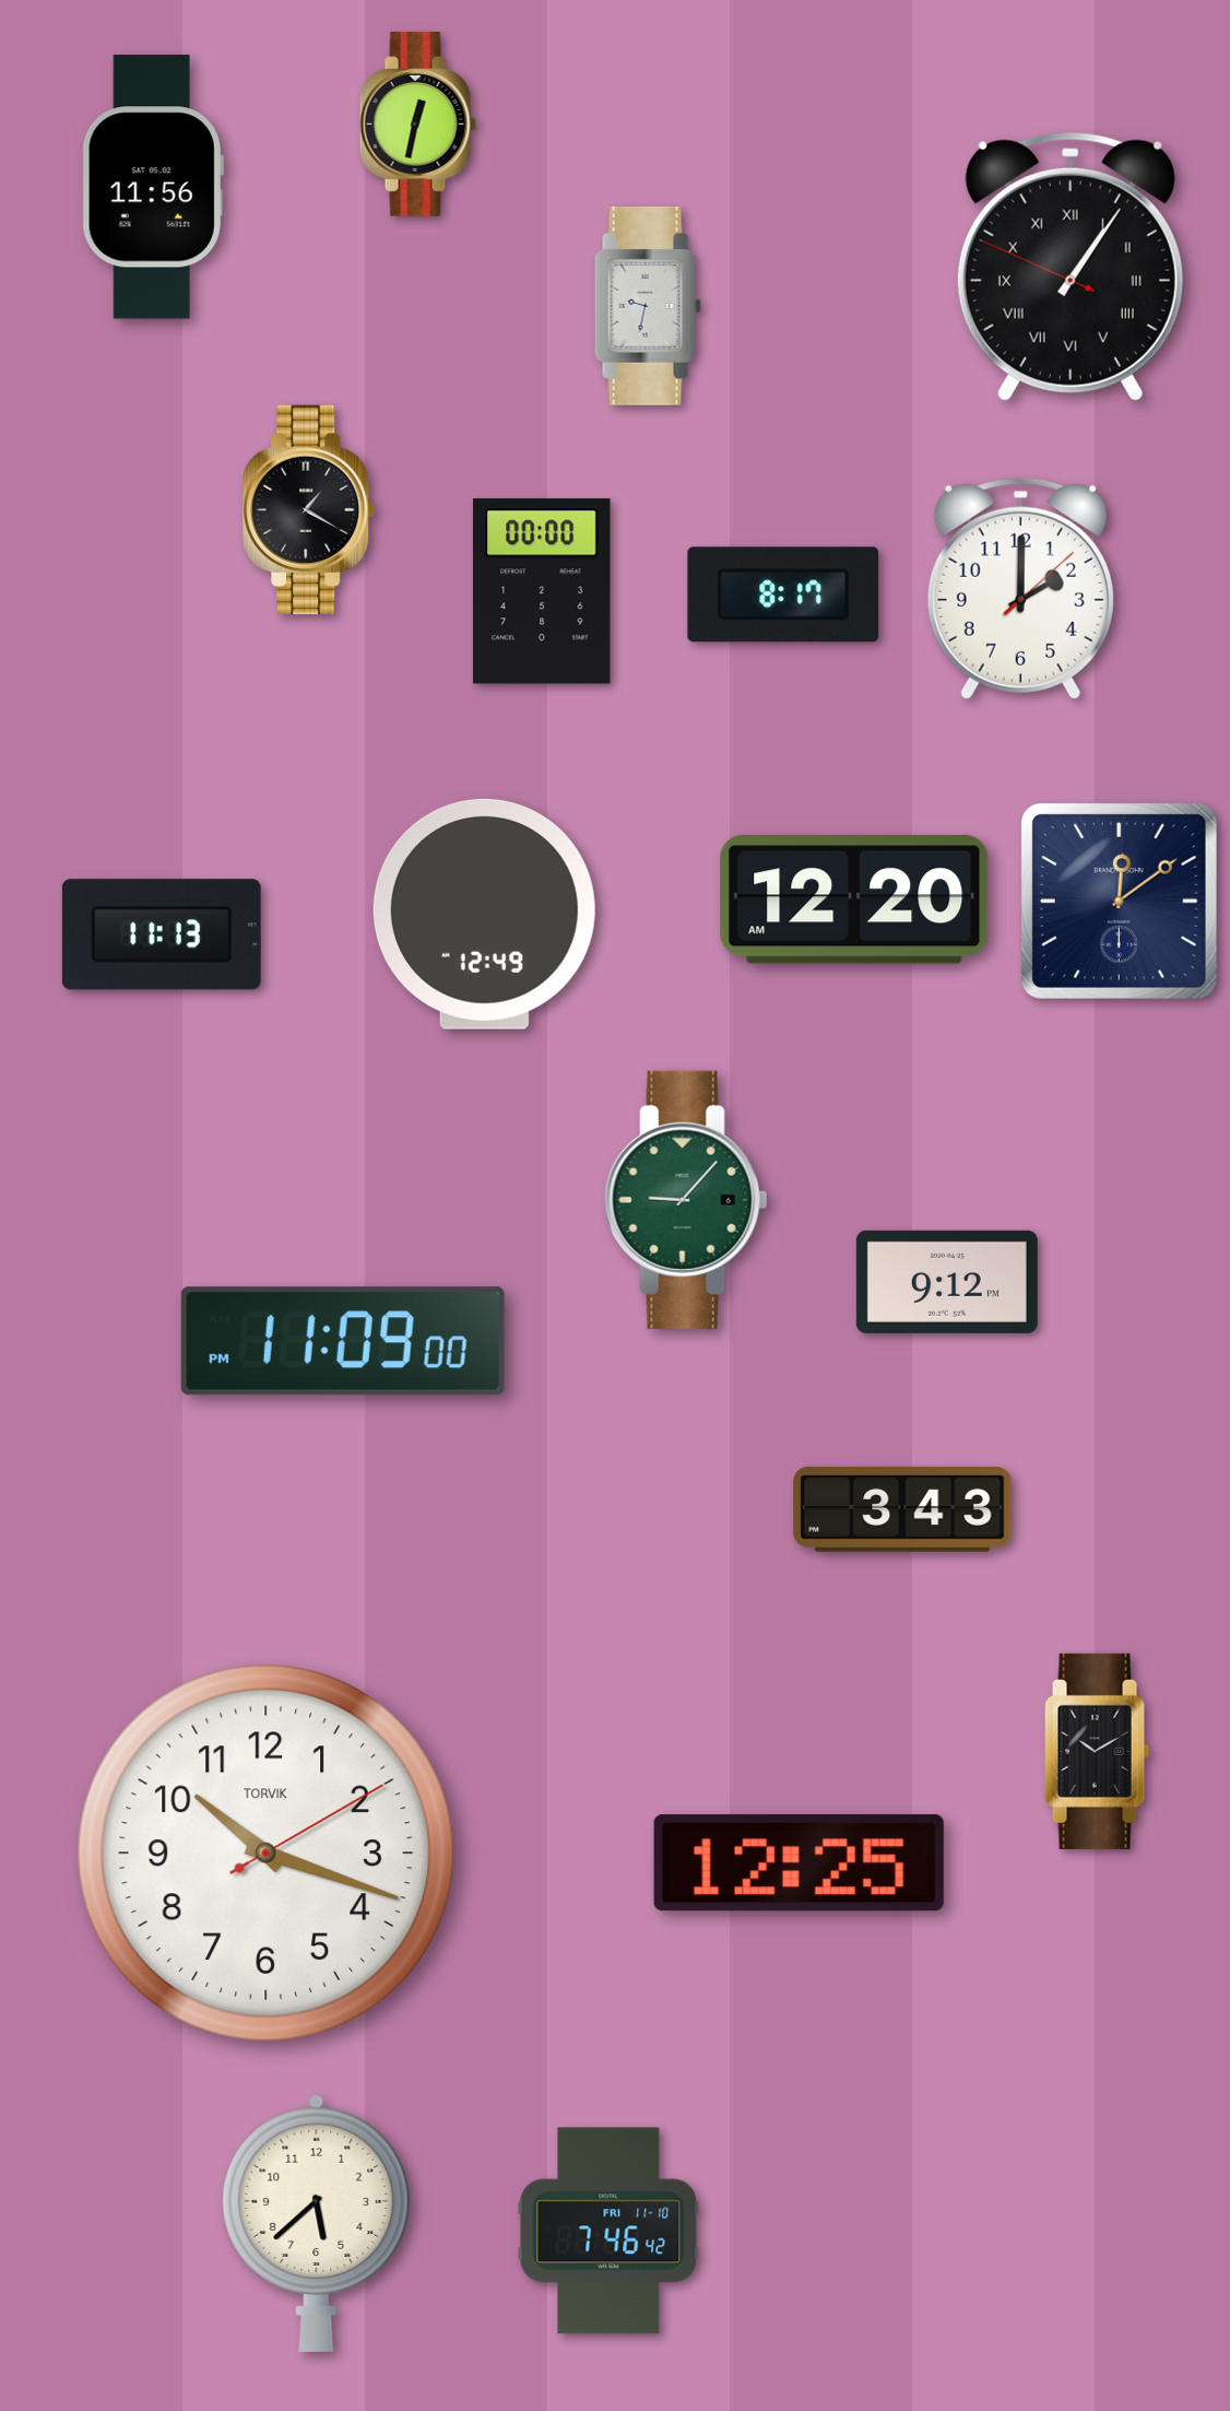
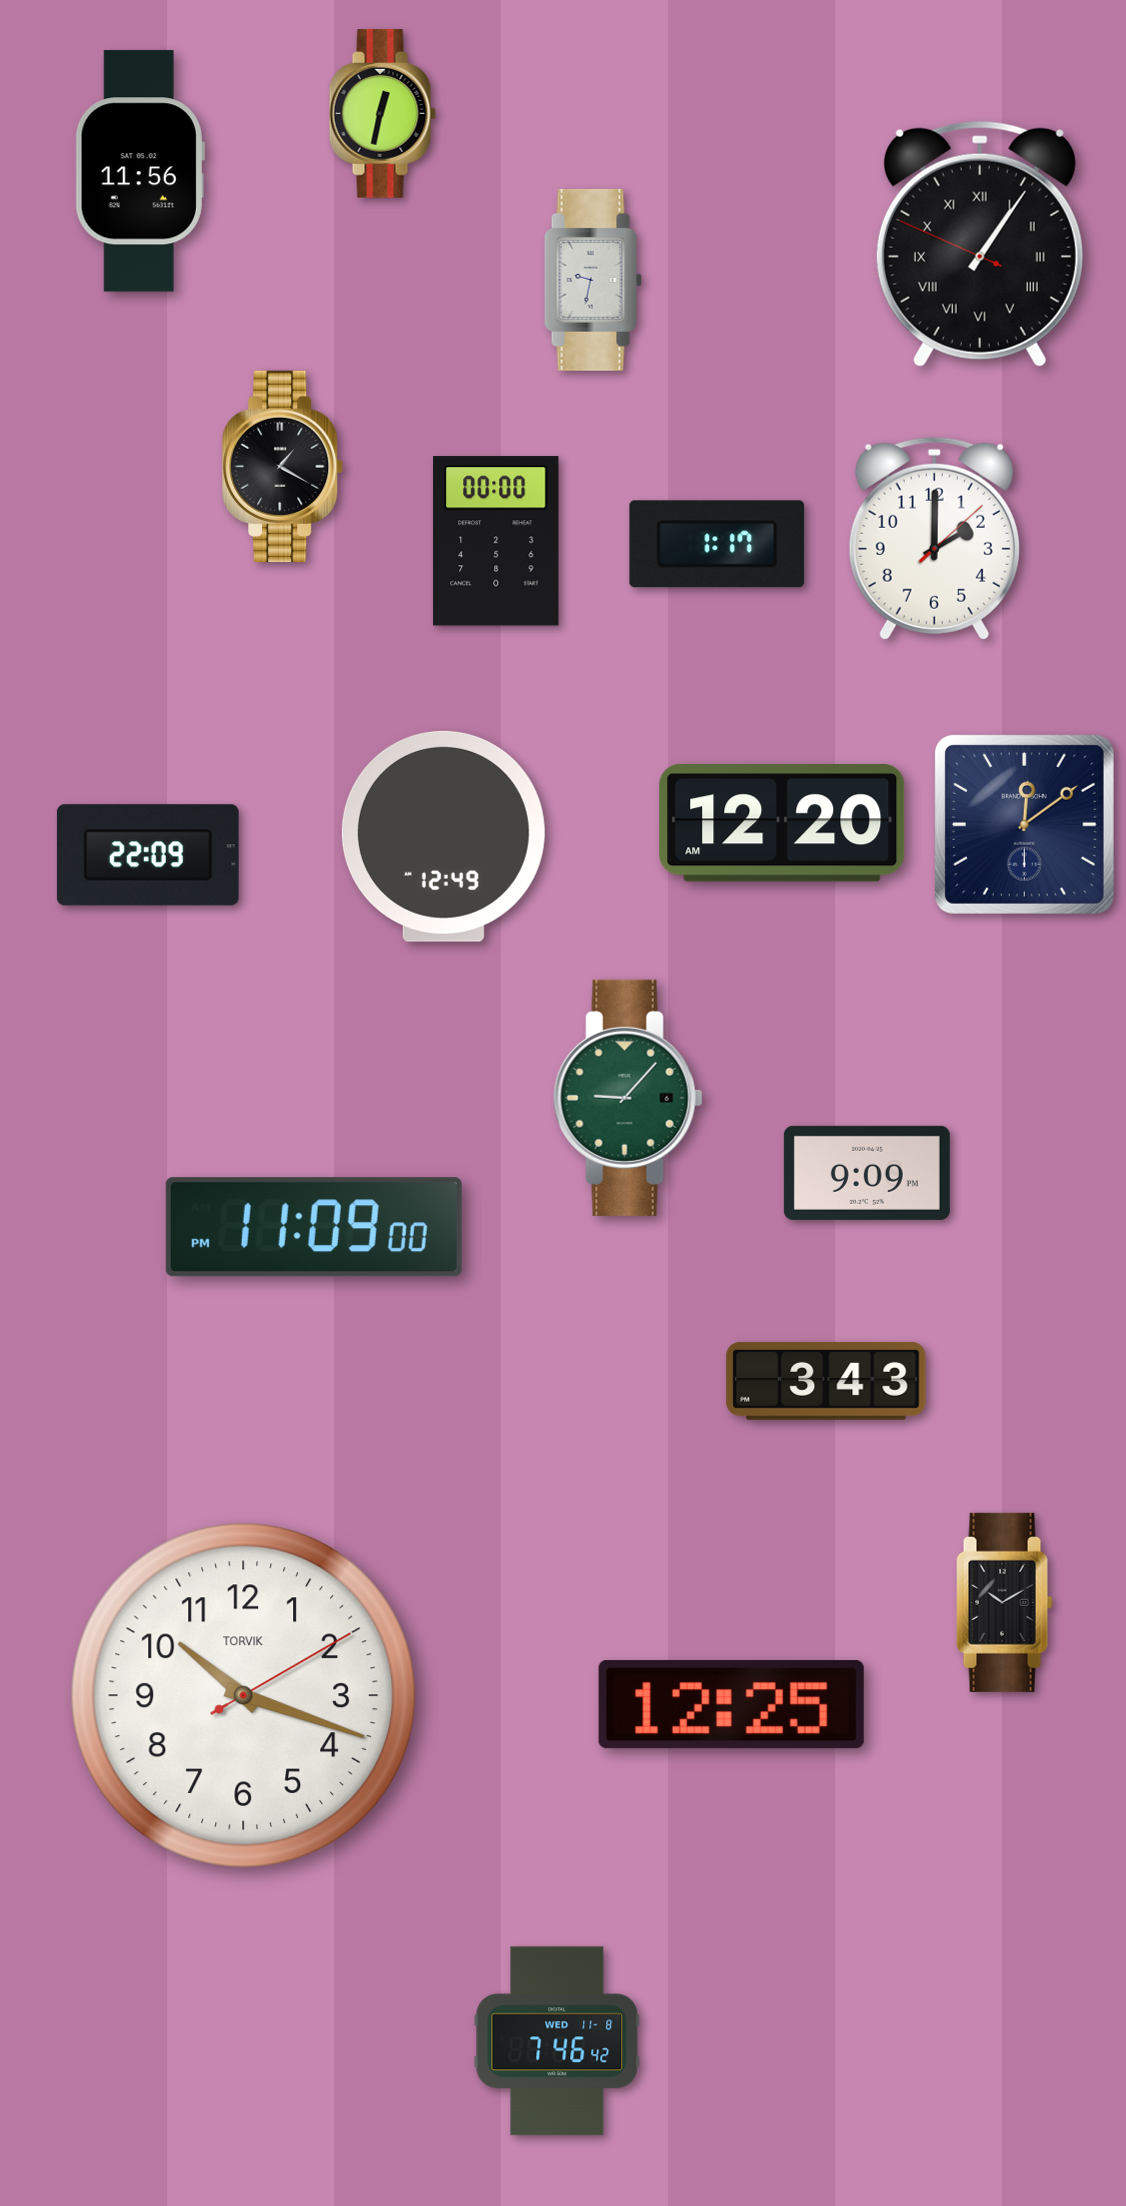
clock at (783, 595): 8:17 -> 1:17
clock at (162, 934): 11:13 -> 22:09
clock at (947, 1282): 9:12 -> 9:09
clock at (317, 2223): 5:38 -> none
clock at (608, 2231) date: FRI 11-10 -> WED 11-8
